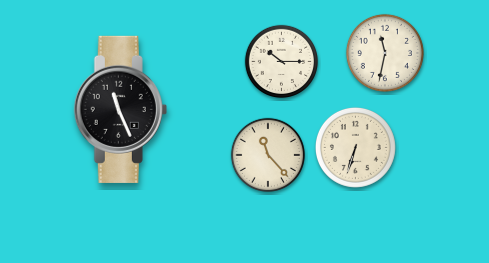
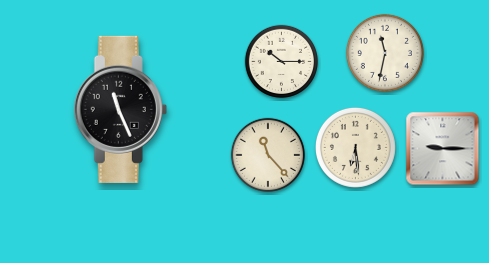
clock at (355, 147): 6:33 -> 6:29
clock at (443, 149): none -> 9:15
